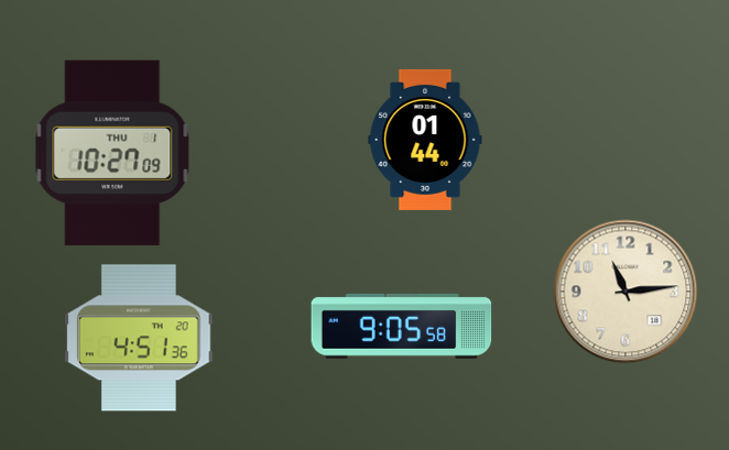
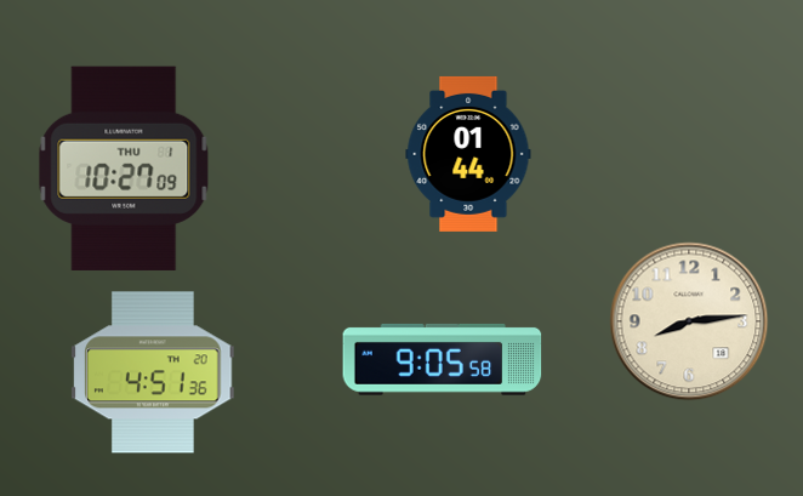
clock at (625, 292): 11:14 -> 8:14
